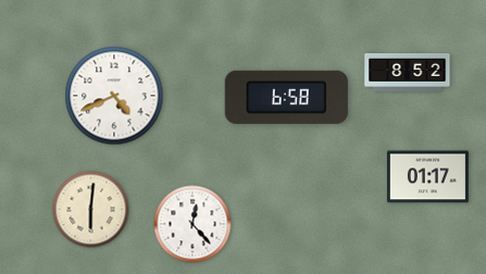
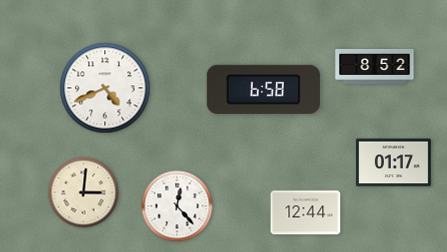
clock at (91, 210): 6:01 -> 3:01
clock at (306, 213): none -> 12:44
